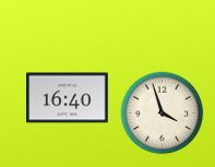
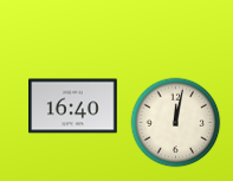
clock at (163, 114): 3:57 -> 12:02
